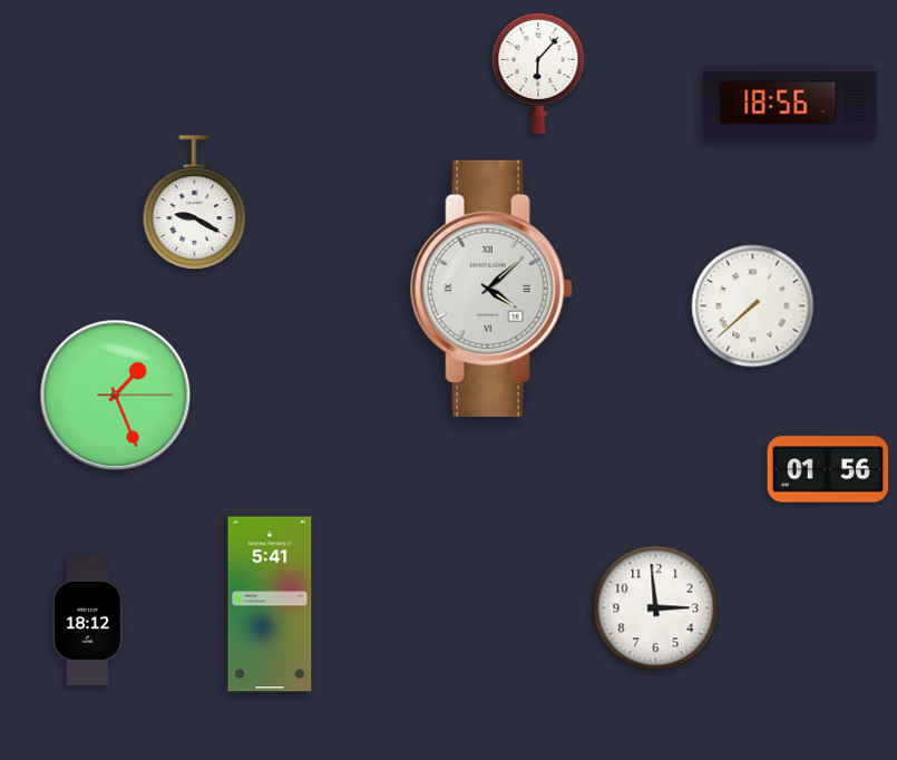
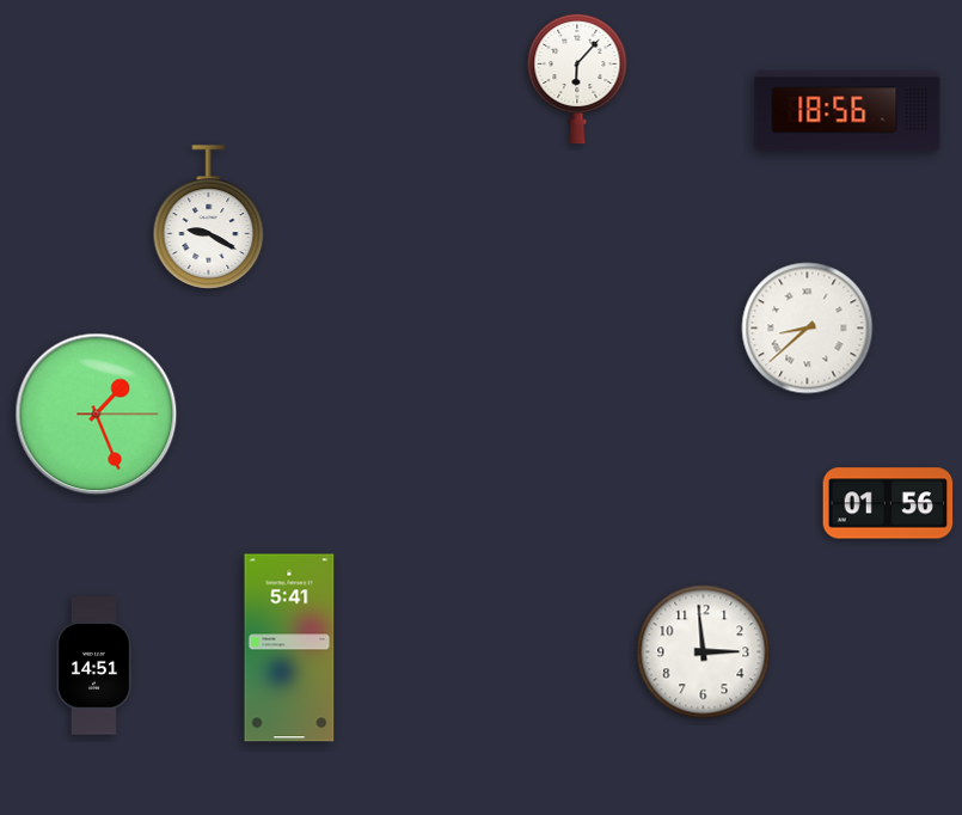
clock at (491, 289): 4:08 -> none
clock at (753, 306): 7:38 -> 8:38
clock at (116, 396) position: (116, 396) -> (97, 415)
clock at (87, 621): 18:12 -> 14:51
